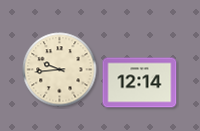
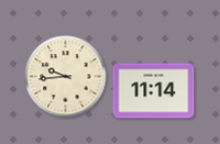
clock at (140, 83): 12:14 -> 11:14
